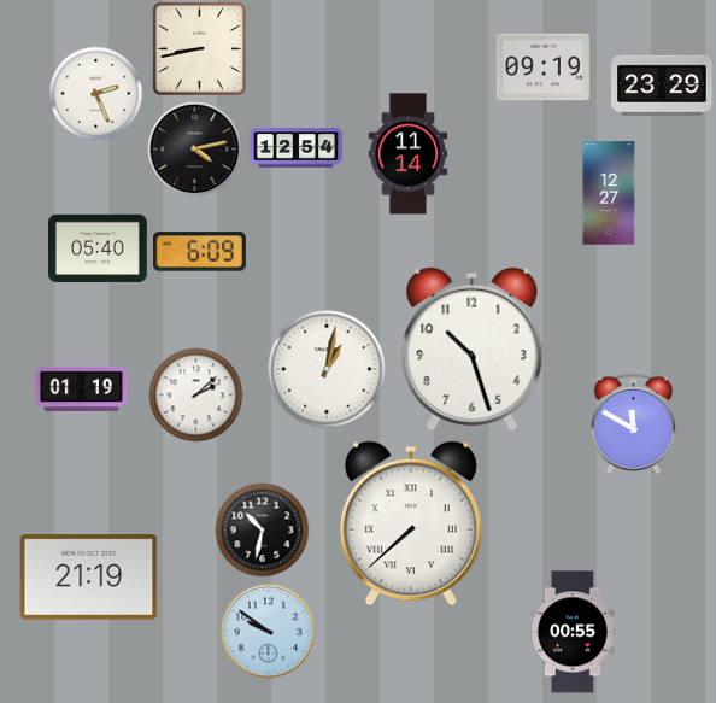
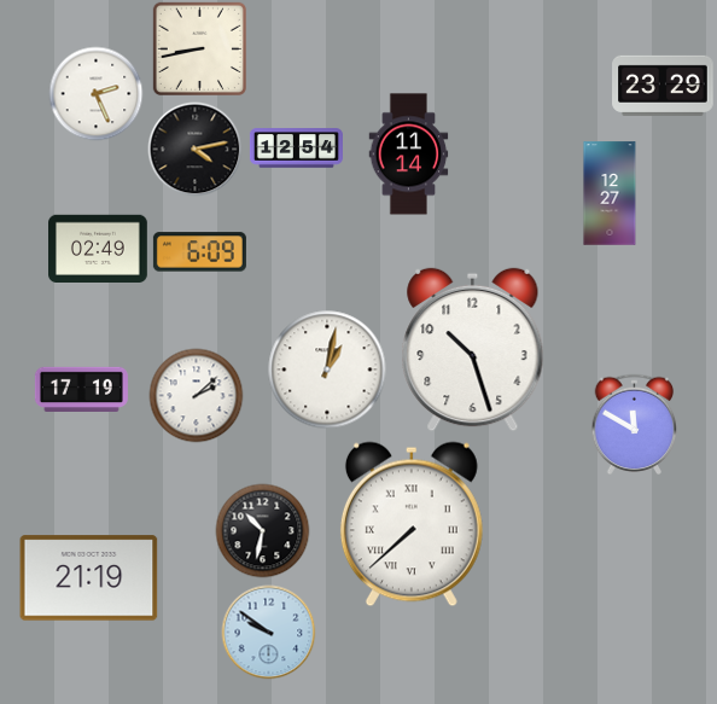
clock at (542, 68): 09:19 -> none
clock at (99, 247): 05:40 -> 02:49
clock at (81, 388): 01:19 -> 17:19
clock at (573, 632): 00:55 -> none
